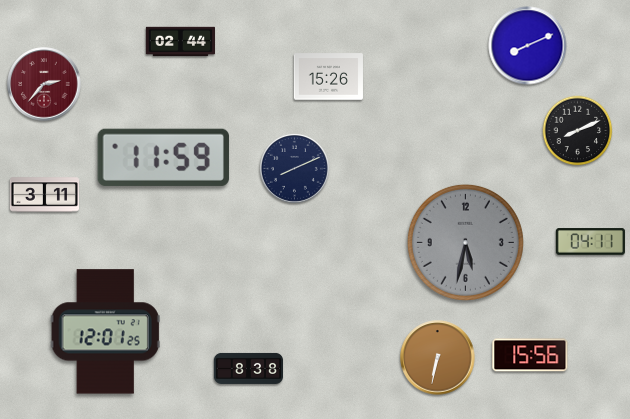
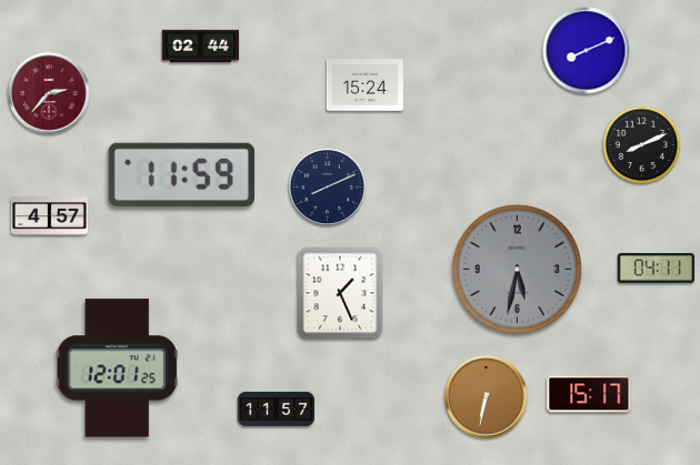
clock at (328, 77): 15:26 -> 15:24
clock at (44, 195): 3:11 -> 4:57
clock at (340, 293): none -> 1:26
clock at (530, 355): 15:56 -> 15:17
clock at (248, 368): 8:38 -> 11:57
